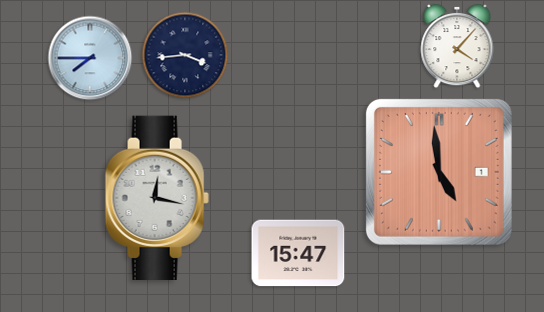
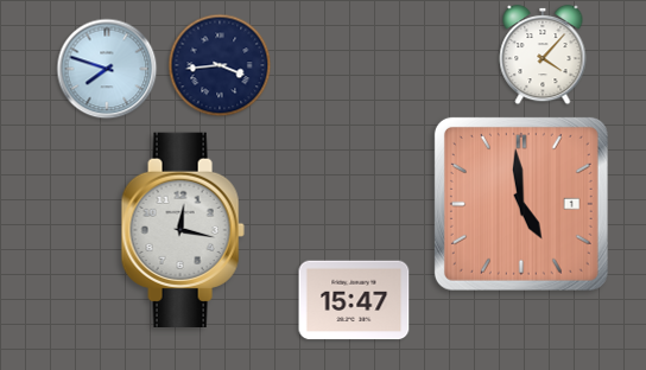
clock at (90, 58): 7:45 -> 7:48
clock at (157, 197) position: (157, 197) -> (183, 229)
